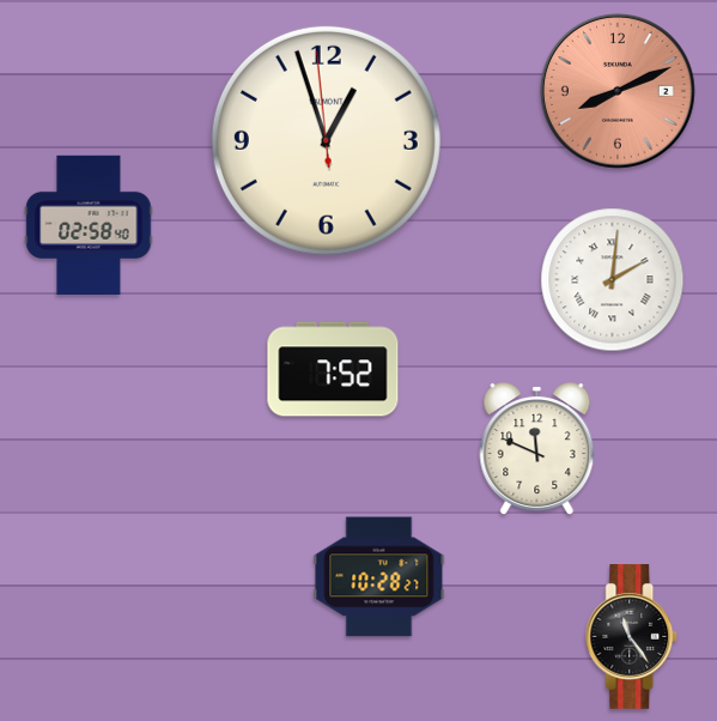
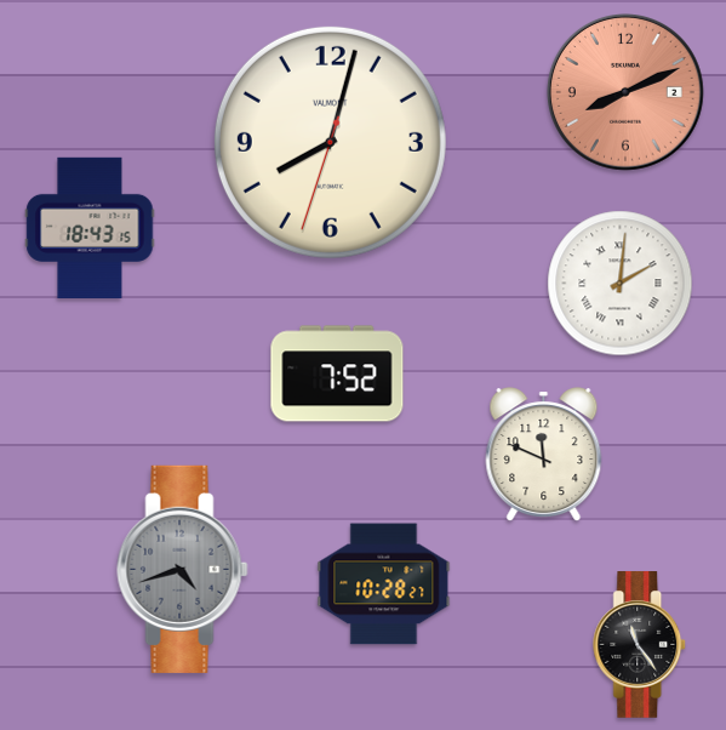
clock at (326, 140): 12:56 -> 8:02
clock at (89, 224): 02:58 -> 18:43
clock at (183, 569): none -> 4:42
